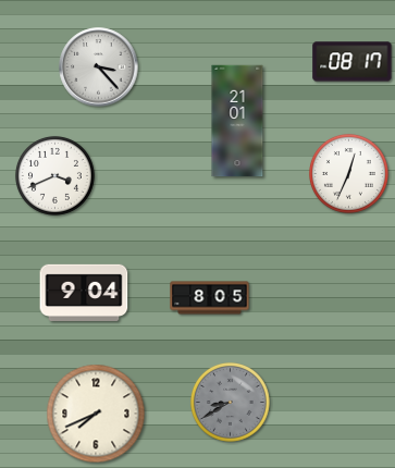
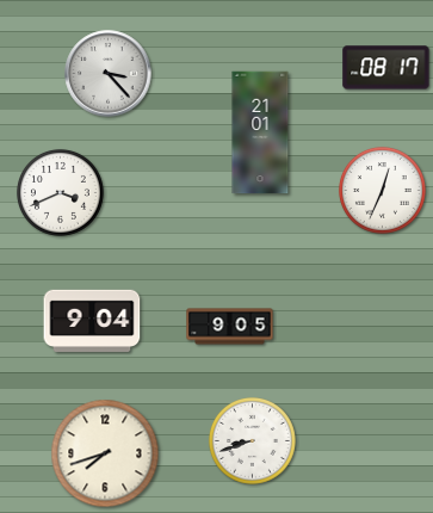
clock at (210, 298): 8:05 -> 9:05
clock at (230, 402): 8:40 -> 8:42
clock at (230, 402) dial: grey -> white
clock at (96, 414): 7:41 -> 7:42
